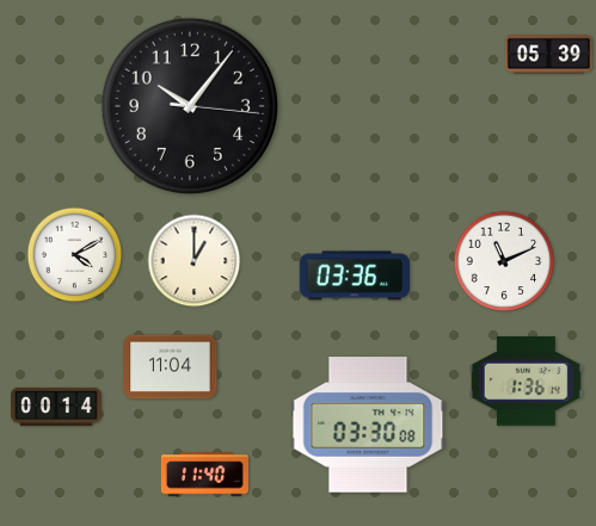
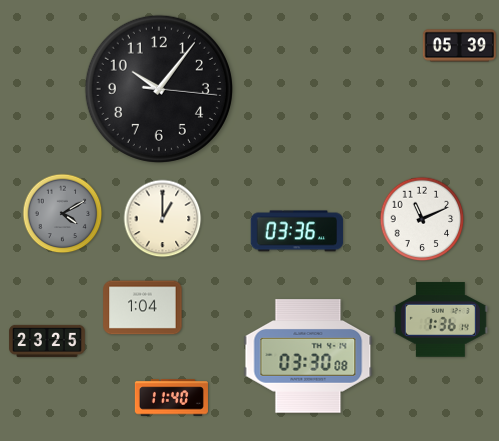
clock at (75, 255) dial: white -> grey
clock at (171, 367): 11:04 -> 1:04
clock at (56, 407): 00:14 -> 23:25
